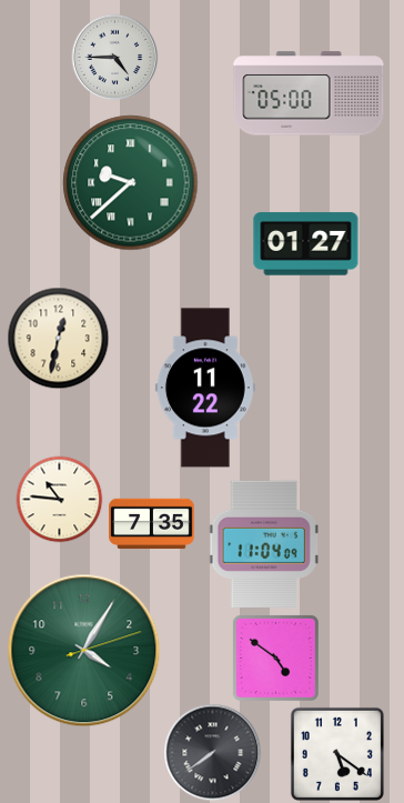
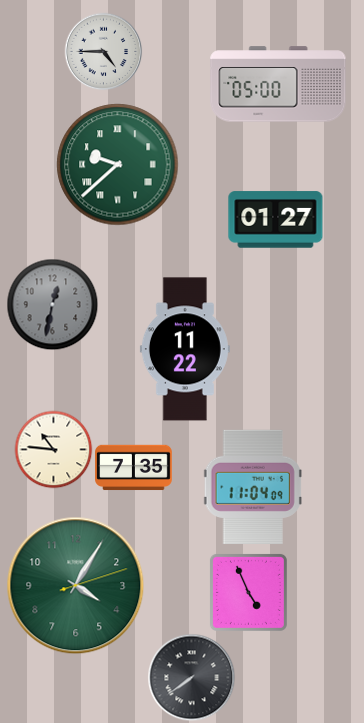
clock at (58, 338) dial: cream -> grey
clock at (152, 524) position: (152, 524) -> (134, 468)
clock at (264, 543) position: (264, 543) -> (253, 486)
clock at (275, 658): 4:51 -> 4:56
clock at (337, 754): 5:21 -> none
